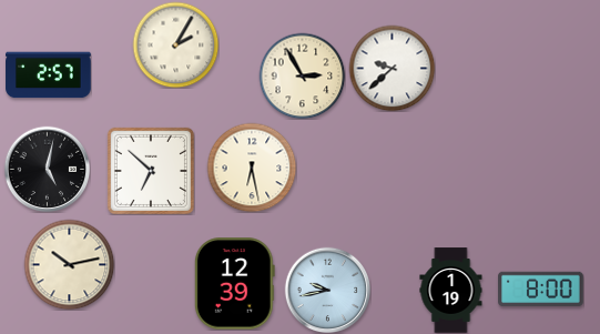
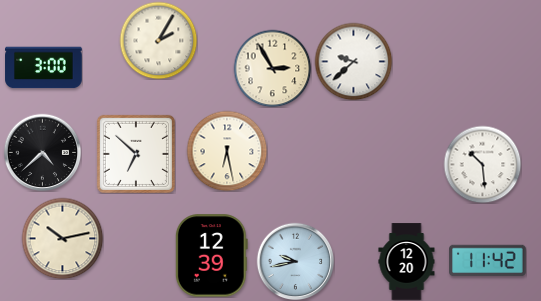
clock at (49, 75): 2:57 -> 3:00
clock at (47, 169): 5:02 -> 4:38
clock at (482, 164): none -> 10:29
clock at (541, 290): 8:00 -> 11:42
clock at (451, 291): 1:19 -> 12:20
